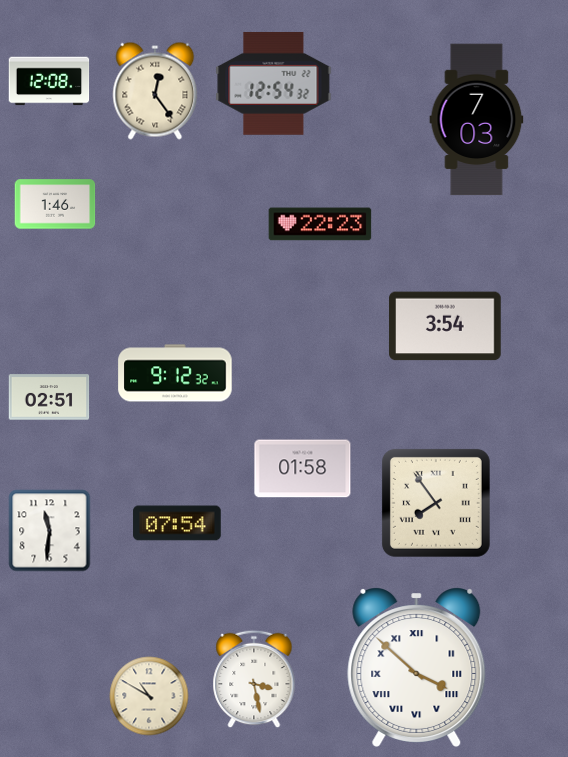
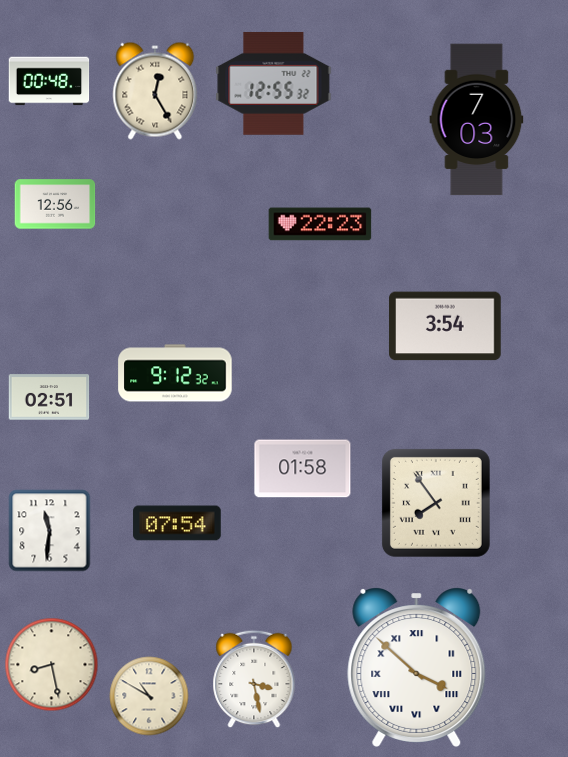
clock at (49, 81): 12:08 -> 00:48
clock at (274, 83): 12:54 -> 12:55
clock at (155, 91): 12:24 -> 12:25
clock at (55, 204): 1:46 -> 12:56
clock at (52, 665): none -> 8:28
